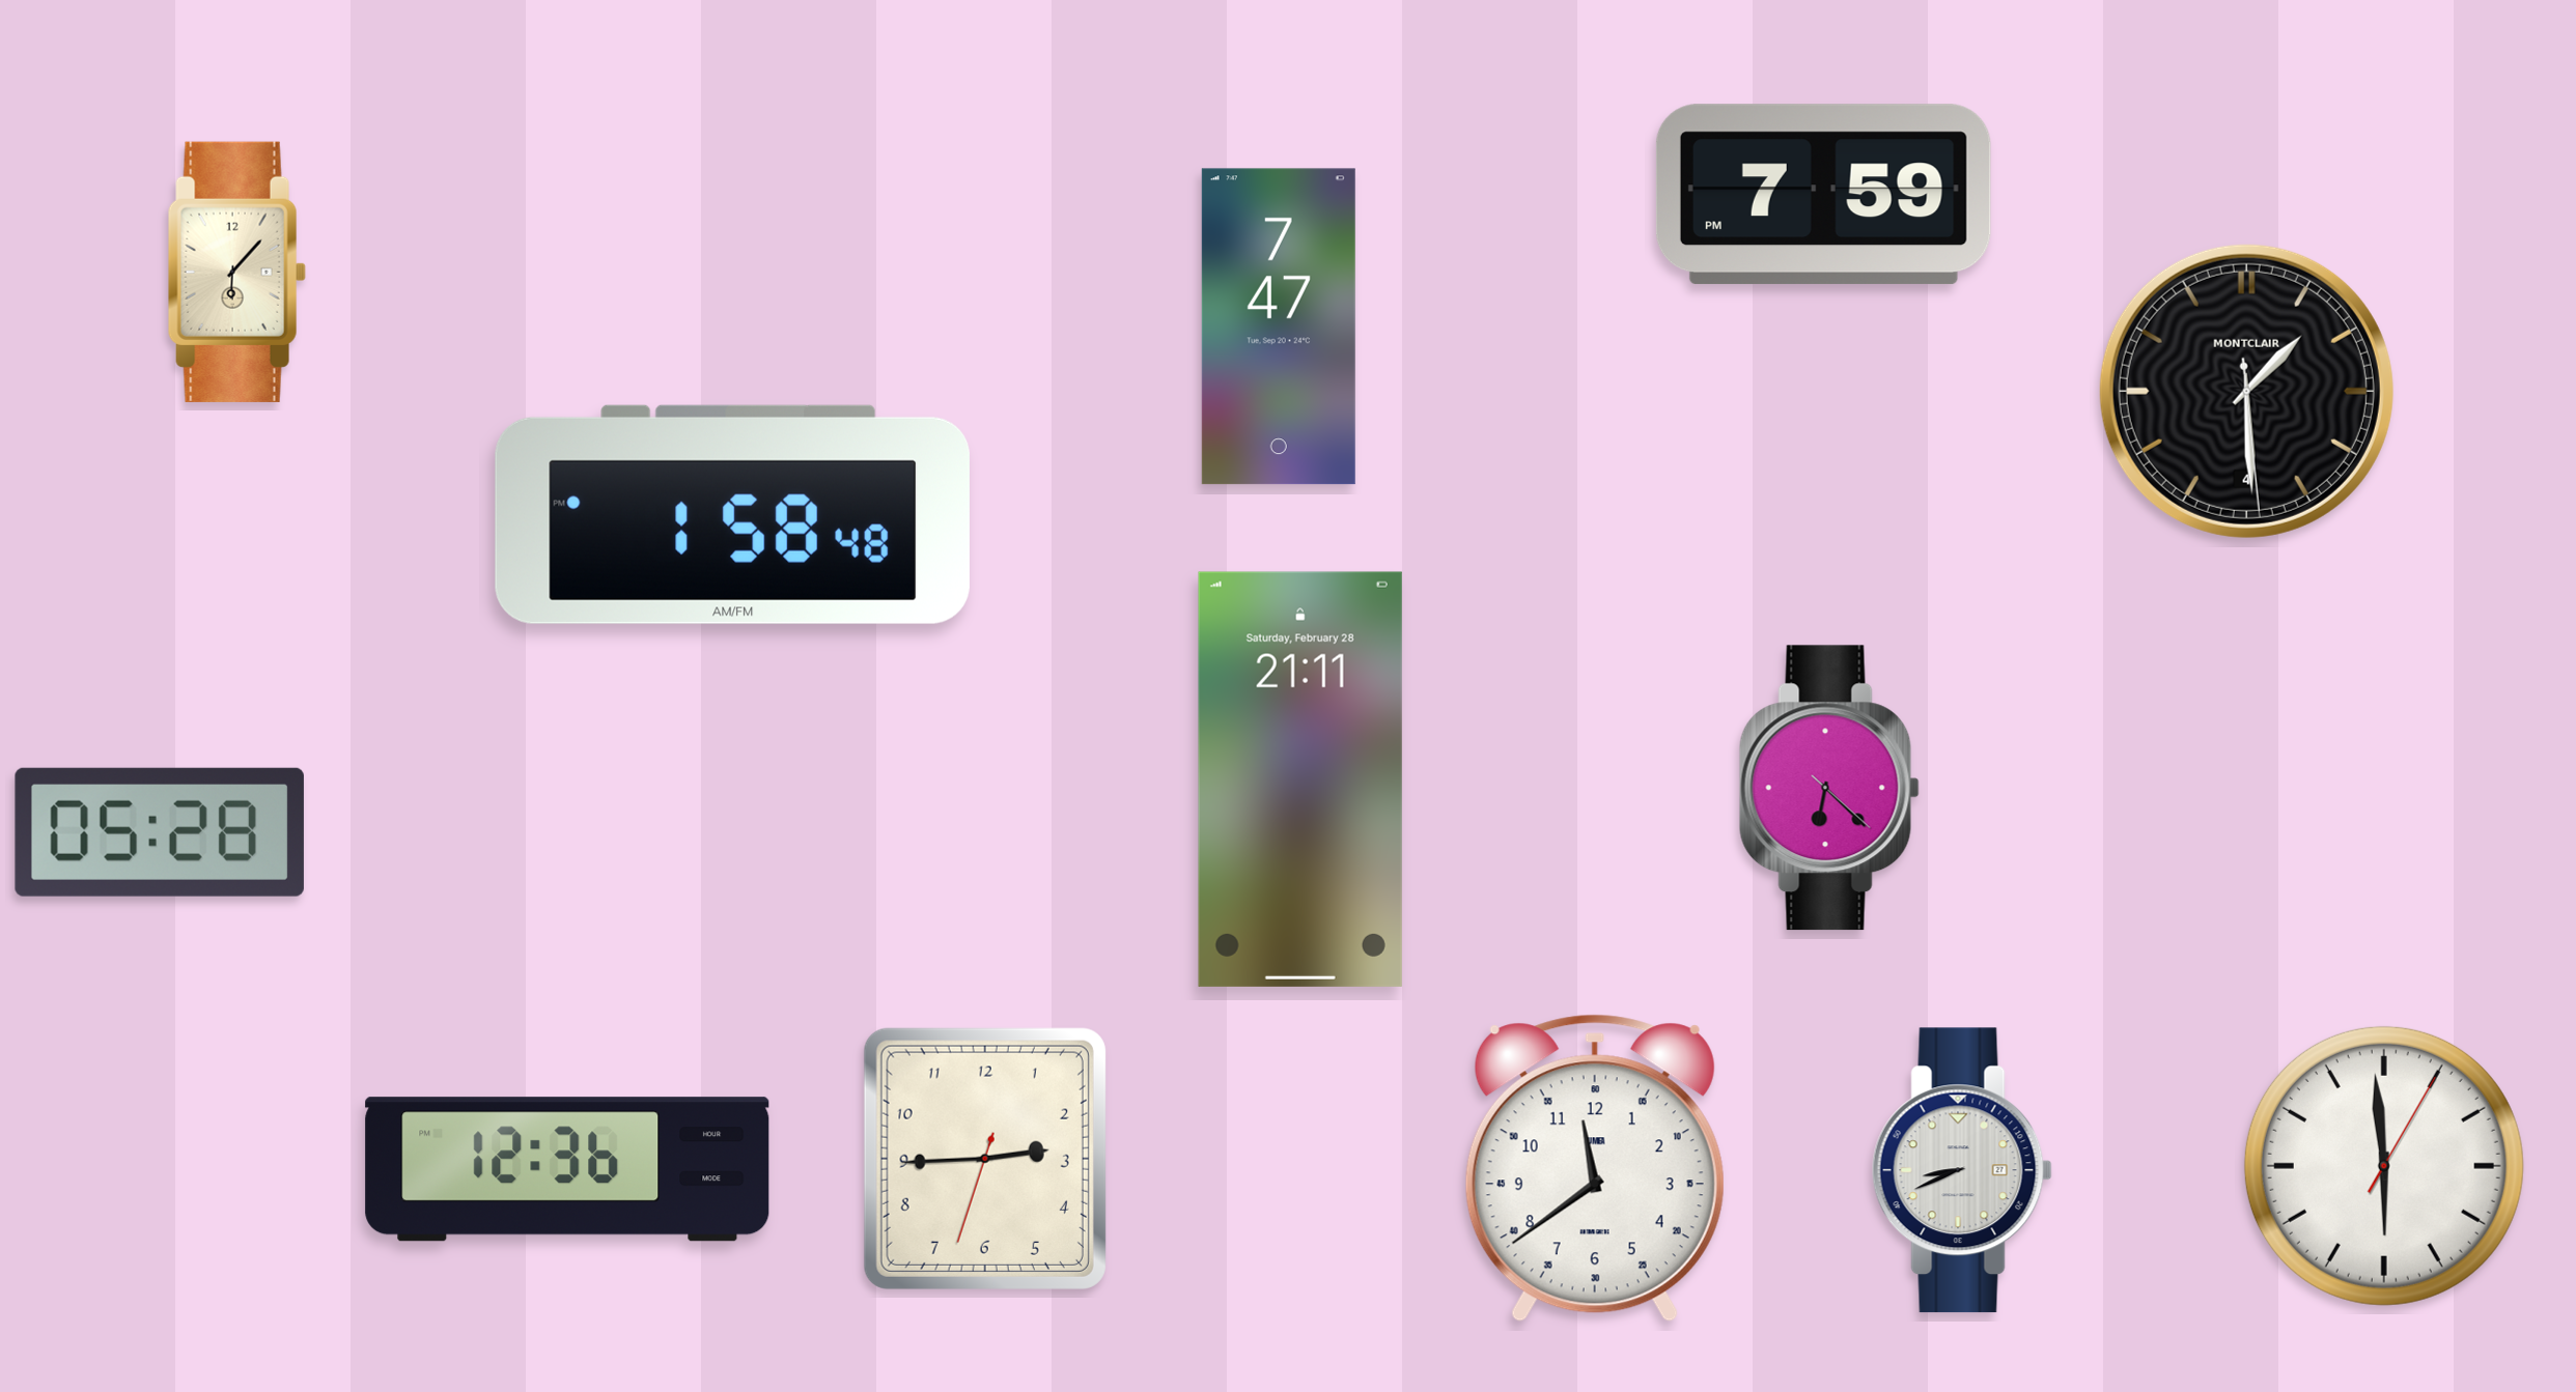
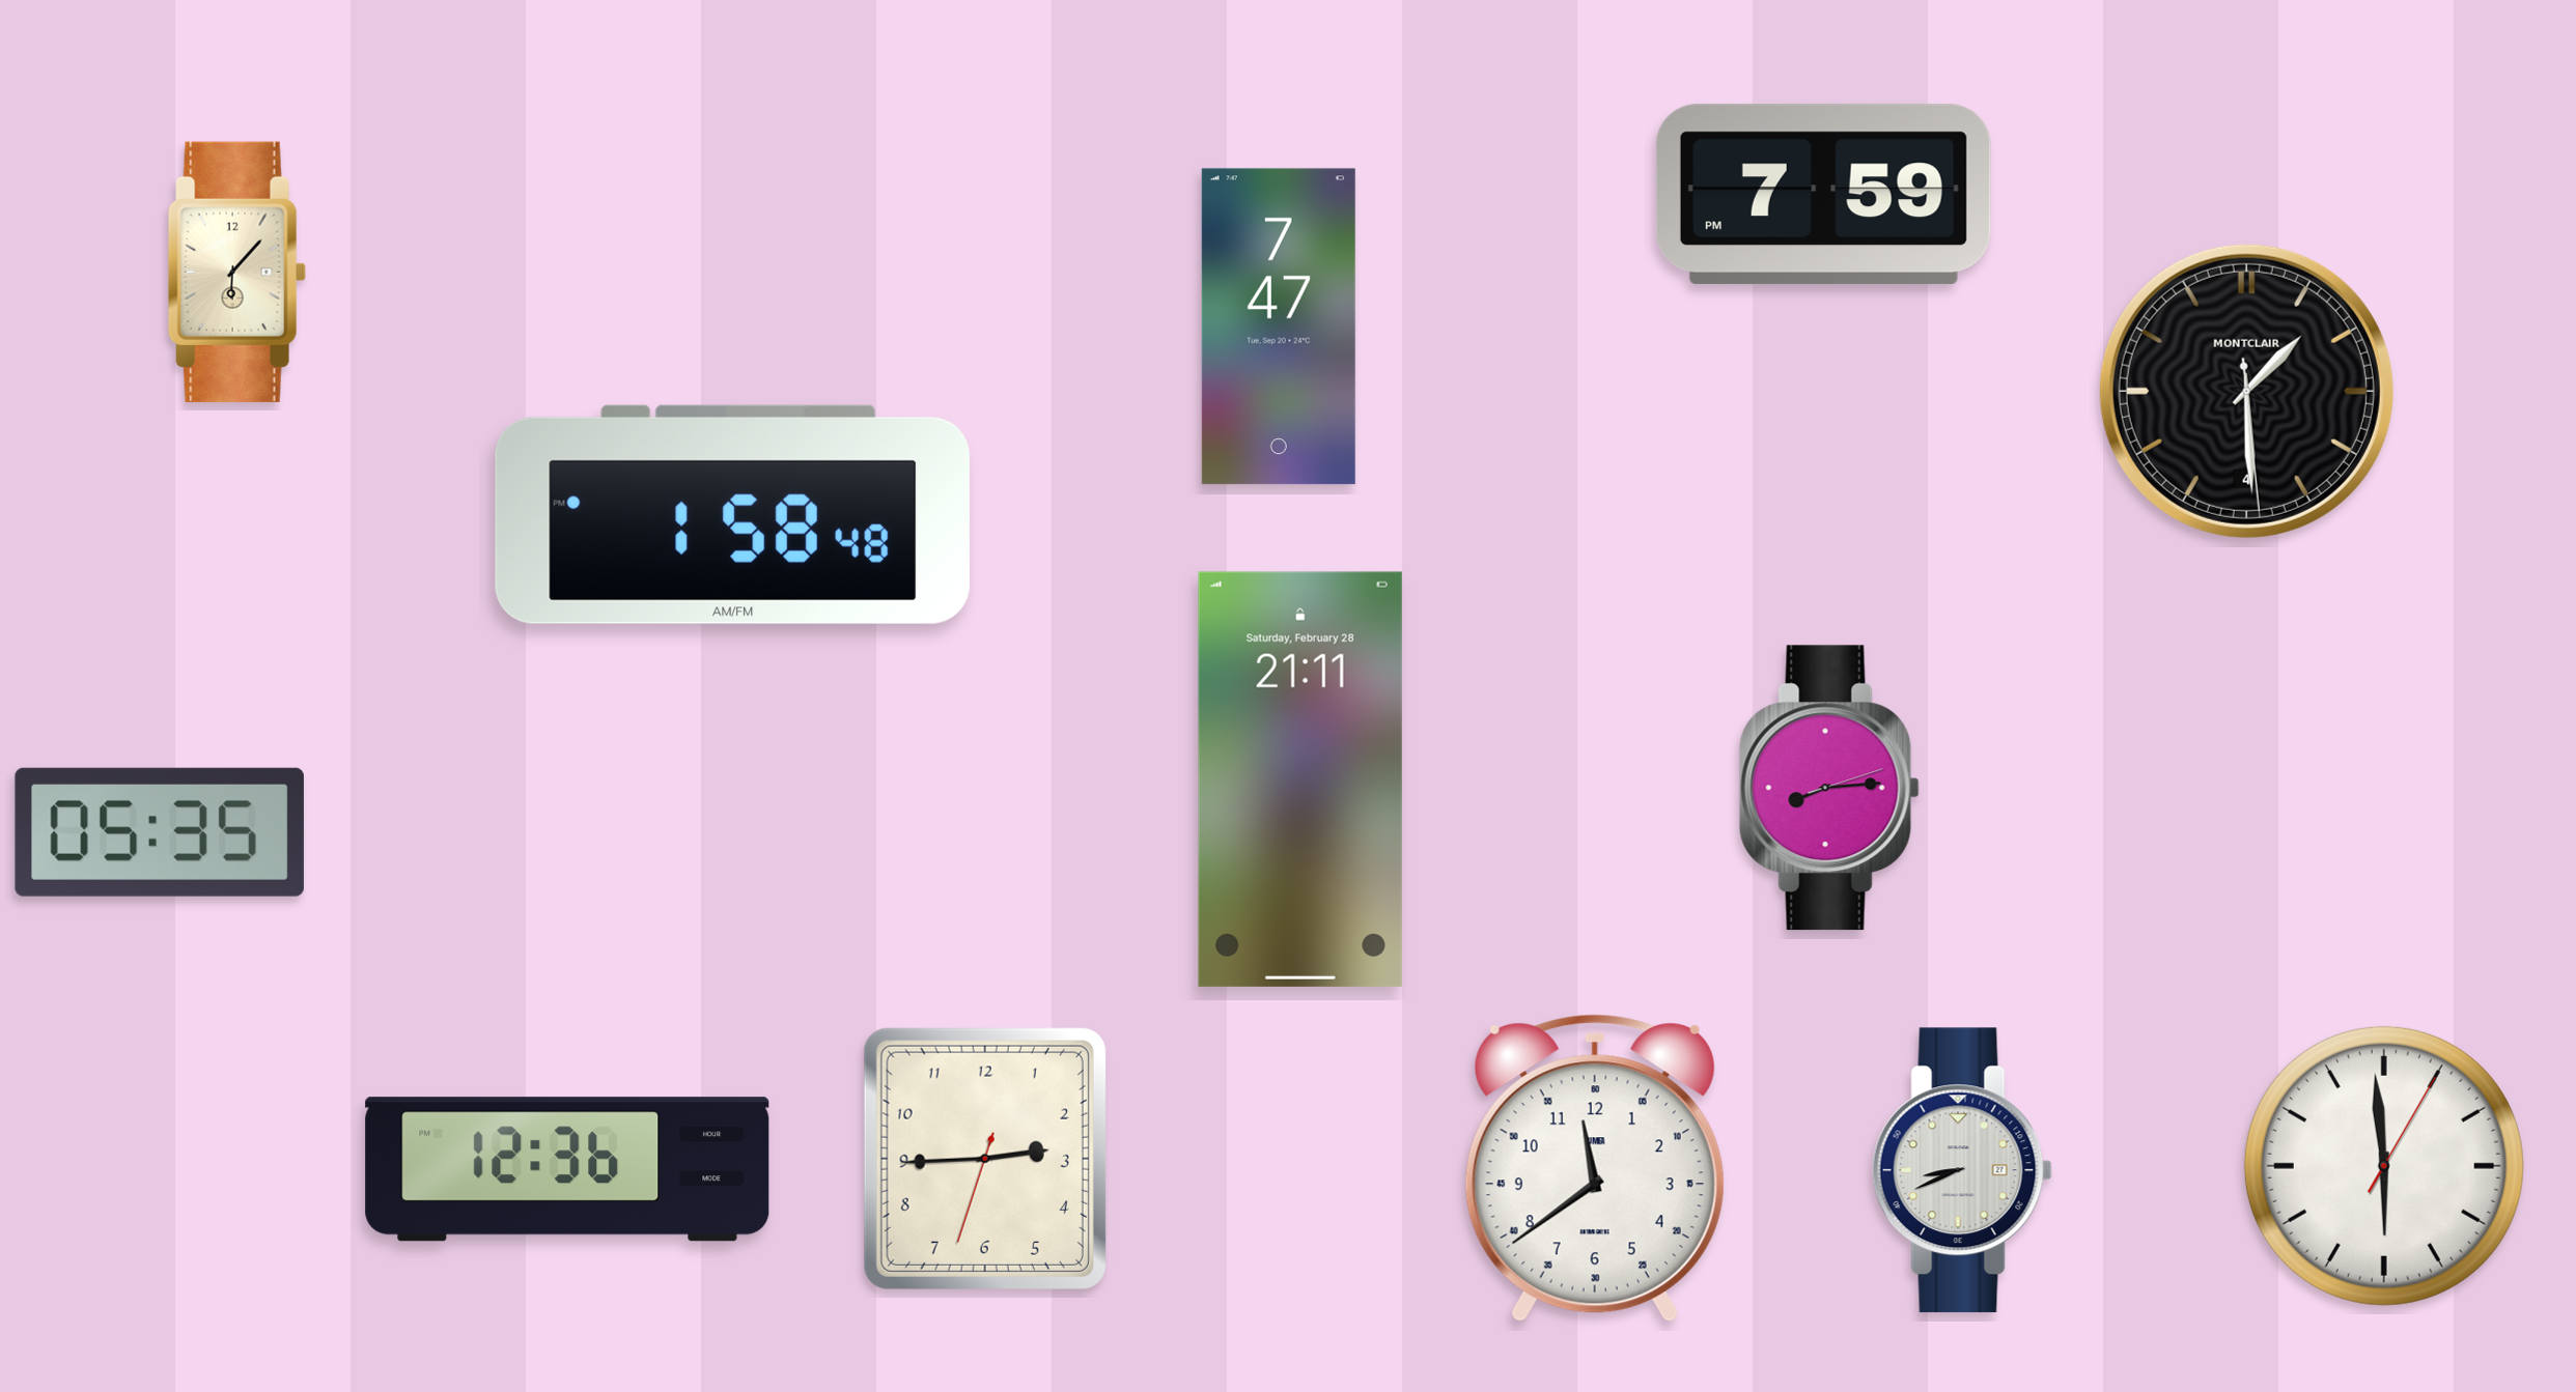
clock at (1829, 788): 6:22 -> 8:14
clock at (160, 832): 05:28 -> 05:35
